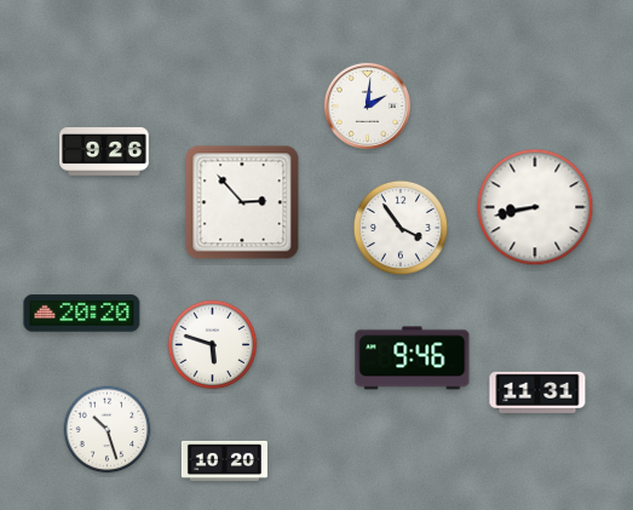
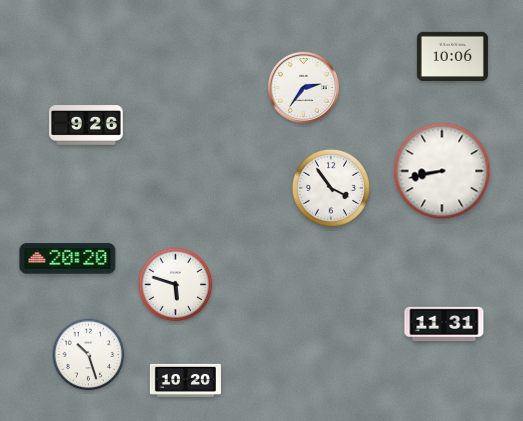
clock at (452, 56): none -> 10:06
clock at (367, 105): 2:01 -> 2:36
clock at (242, 202): 2:53 -> none
clock at (413, 359): 9:46 -> none
